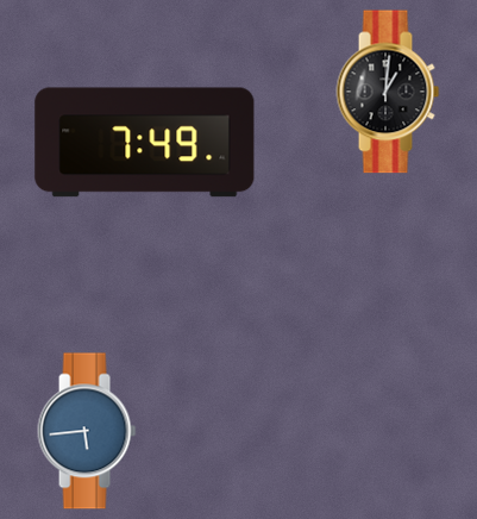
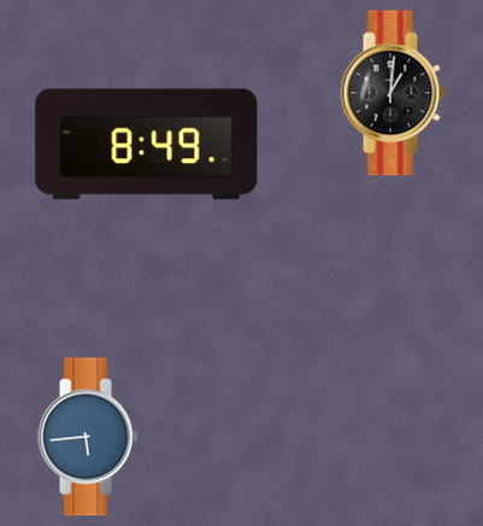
clock at (145, 143): 7:49 -> 8:49
